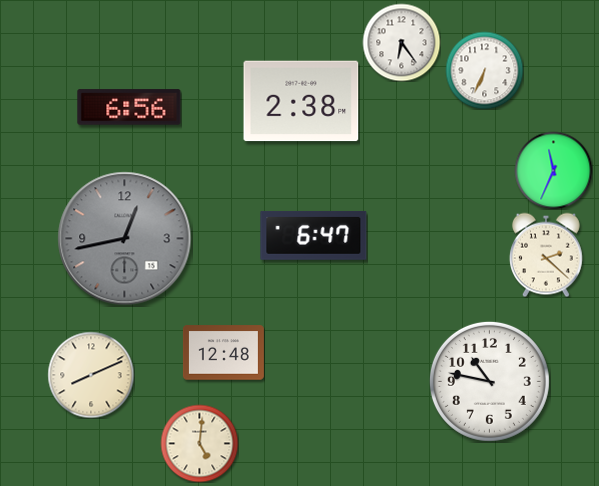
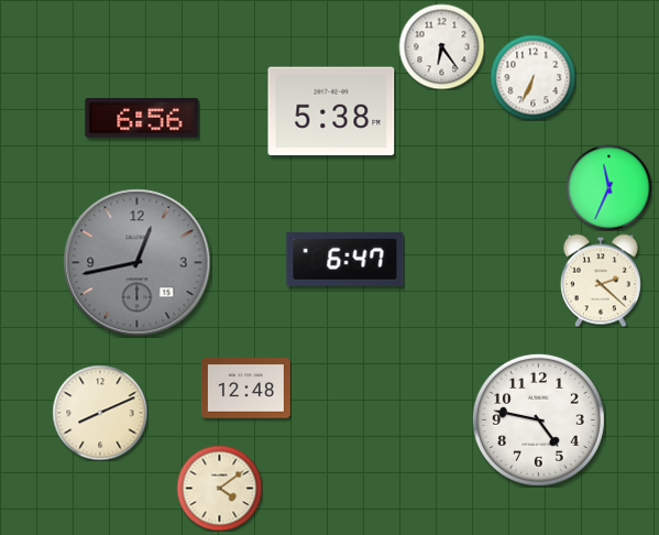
clock at (301, 101): 2:38 -> 5:38
clock at (489, 381): 10:47 -> 4:47
clock at (199, 443): 5:01 -> 4:09
